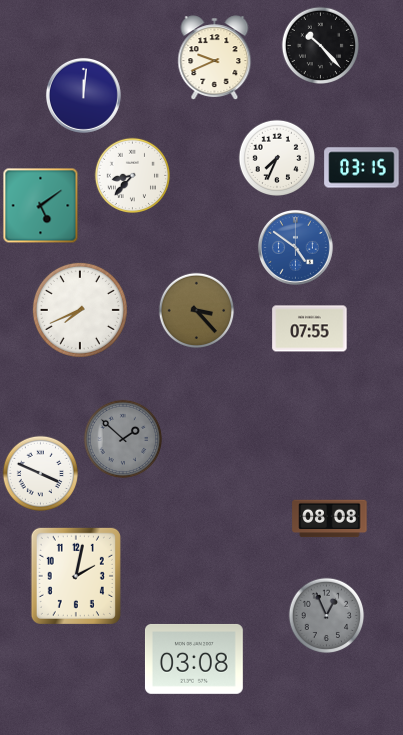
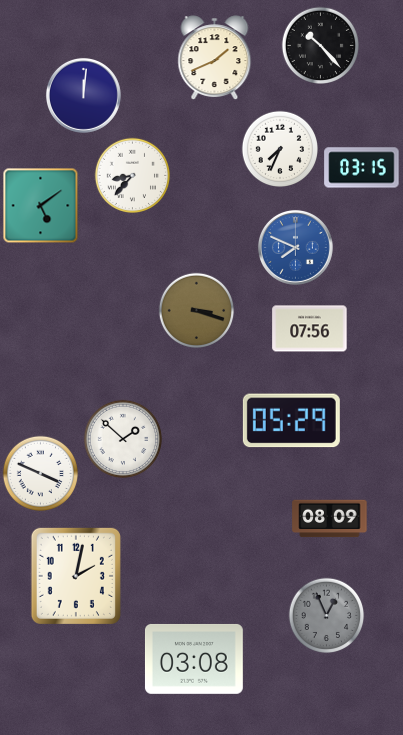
clock at (215, 57): 9:41 -> 1:41
clock at (276, 157) position: (276, 157) -> (279, 148)
clock at (295, 247): 4:51 -> 7:49
clock at (80, 310): 7:41 -> none
clock at (197, 311): 3:23 -> 3:18
clock at (310, 329): 07:55 -> 07:56
clock at (291, 421): none -> 05:29
clock at (122, 438) dial: grey -> white
clock at (330, 519): 08:08 -> 08:09
